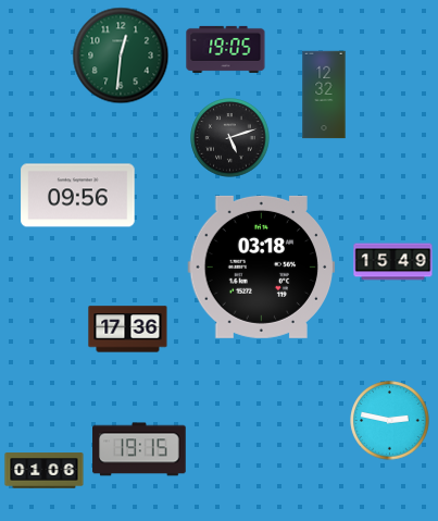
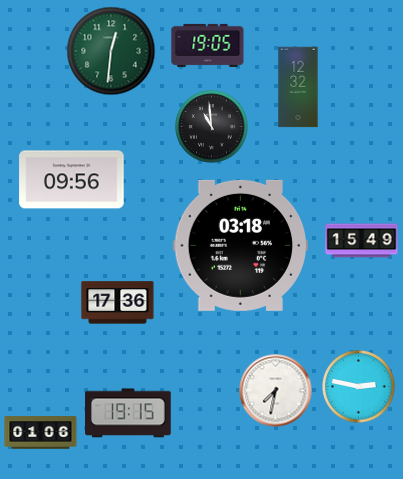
clock at (230, 138): 5:12 -> 10:59
clock at (276, 391): none -> 7:32
